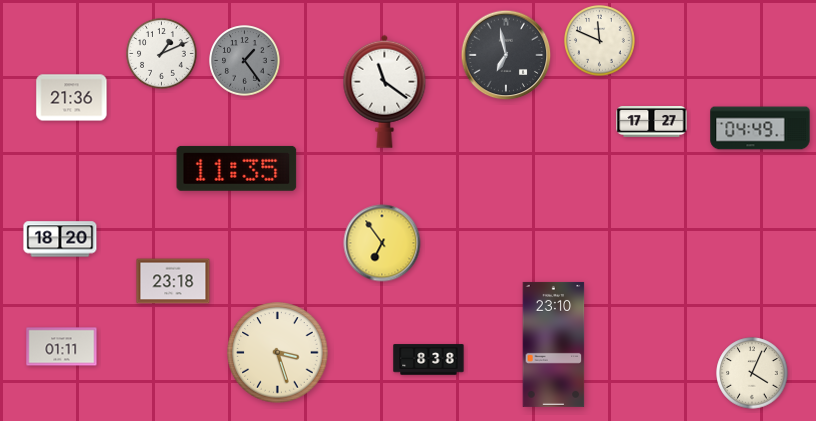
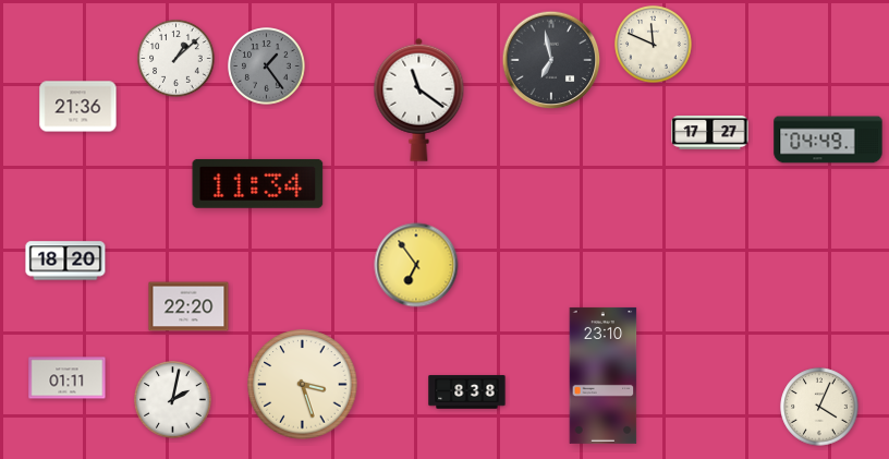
clock at (162, 54): 1:11 -> 1:08
clock at (237, 168): 11:35 -> 11:34
clock at (173, 281): 23:18 -> 22:20
clock at (173, 400): none -> 2:02
